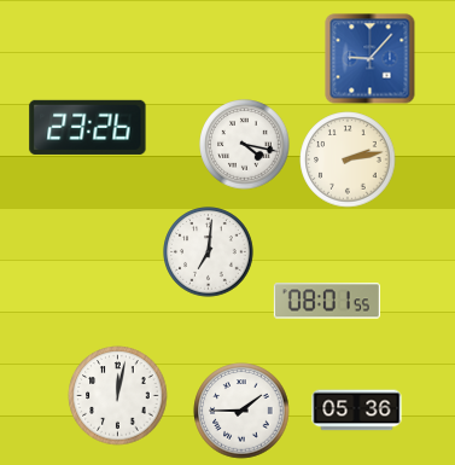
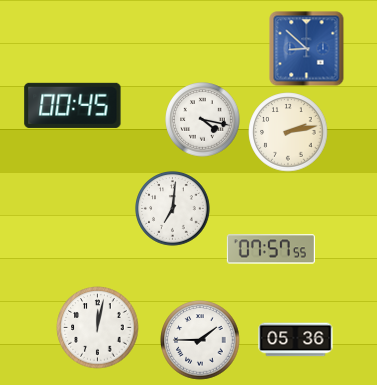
clock at (371, 59): 9:07 -> 8:52
clock at (88, 127): 23:26 -> 00:45
clock at (327, 301): 08:01 -> 07:57
